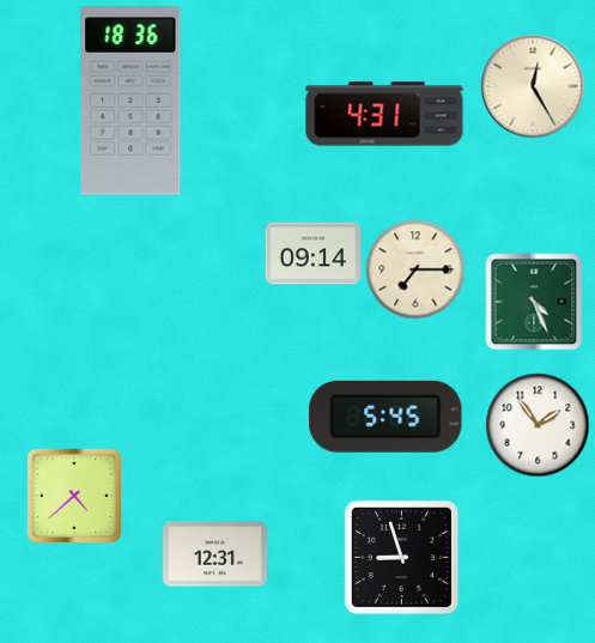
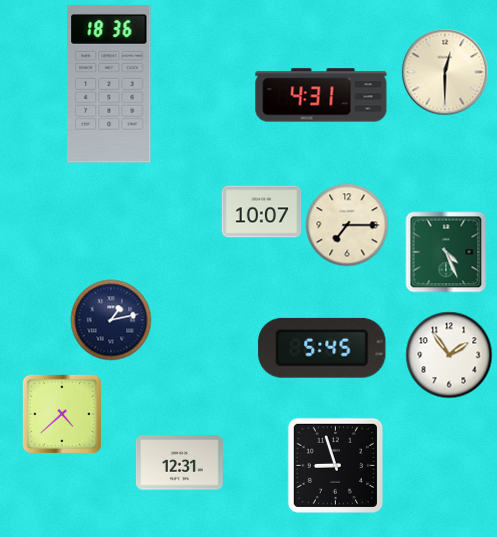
clock at (533, 86): 12:25 -> 12:30
clock at (314, 254): 09:14 -> 10:07
clock at (111, 320): none -> 1:13
